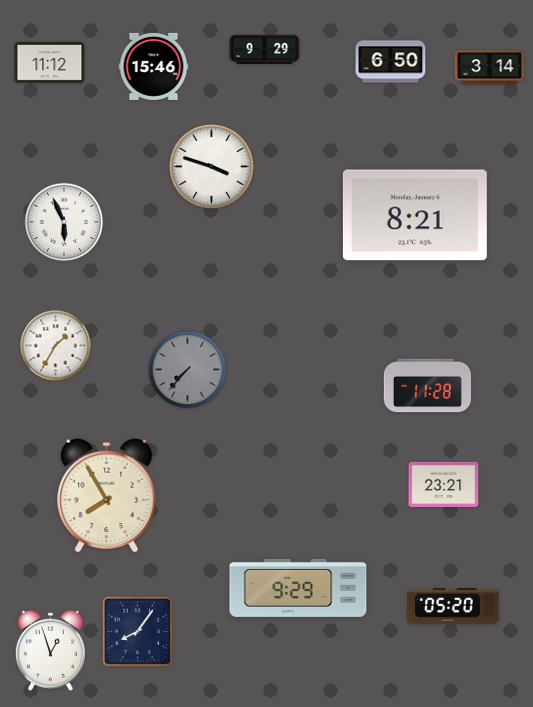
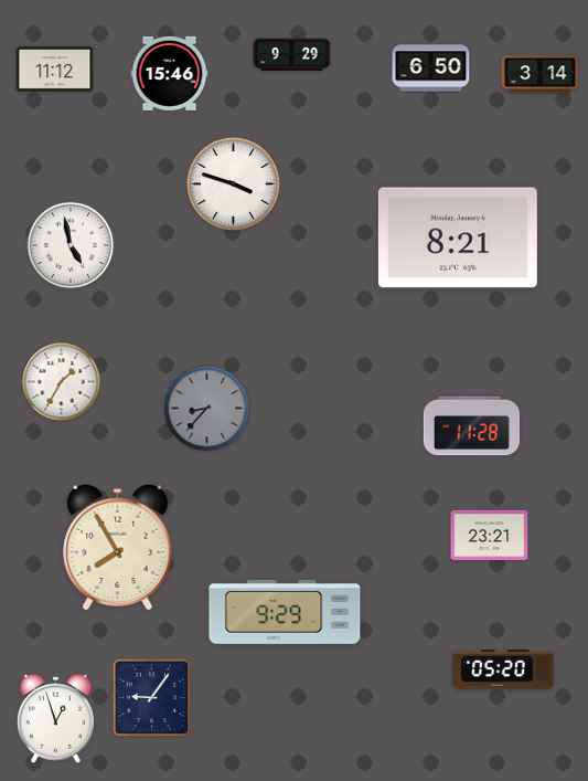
clock at (64, 222): 5:56 -> 4:58
clock at (188, 370): 7:37 -> 8:37
clock at (298, 588) position: (298, 588) -> (285, 612)
clock at (453, 606) position: (453, 606) -> (503, 669)
clock at (138, 632): 8:06 -> 9:06
